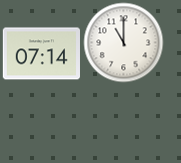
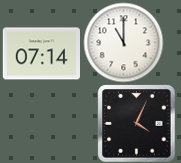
clock at (136, 123): none -> 4:04
